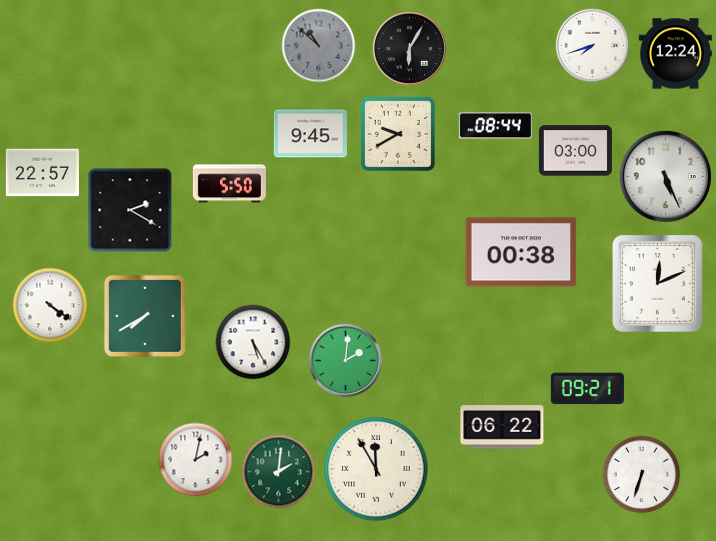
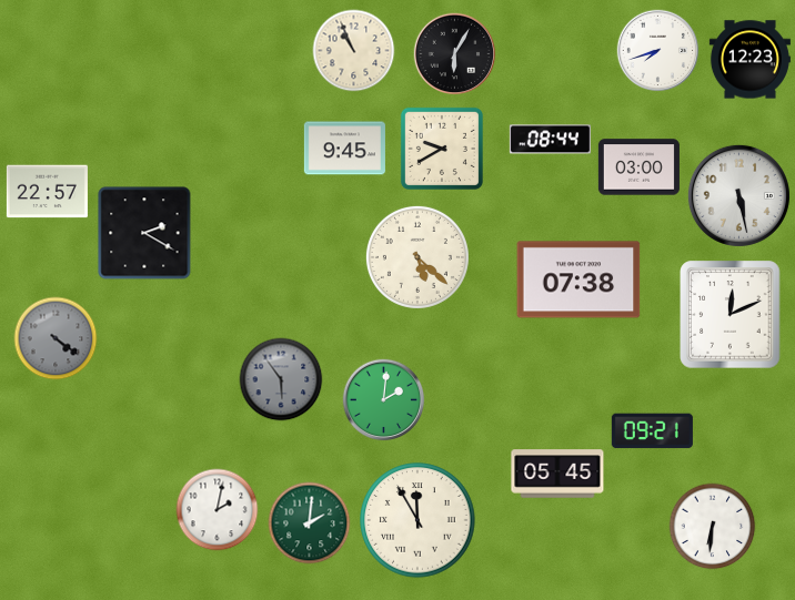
clock at (319, 46): 10:52 -> 10:56
clock at (319, 46) dial: grey -> cream
clock at (675, 54): 12:24 -> 12:23
clock at (665, 176): 5:26 -> 5:28
clock at (229, 184): 5:50 -> none
clock at (417, 257): none -> 5:22
clock at (521, 252): 00:38 -> 07:38
clock at (50, 305) dial: white -> grey
clock at (145, 316): 7:40 -> none
clock at (253, 342): 5:25 -> 5:54
clock at (253, 342) dial: white -> grey
clock at (502, 427): 06:22 -> 05:45
clock at (642, 475): 6:33 -> 6:31
